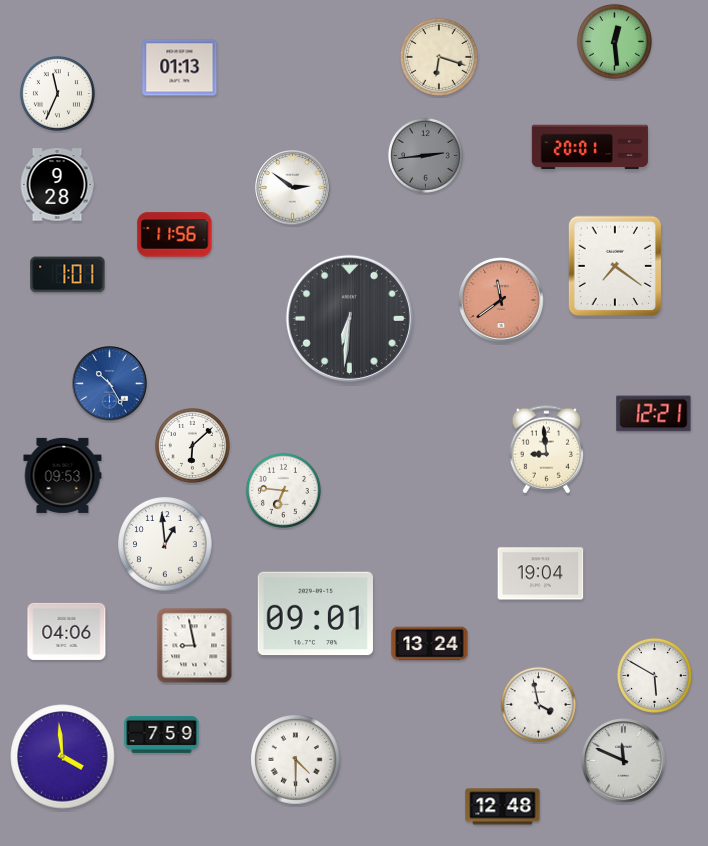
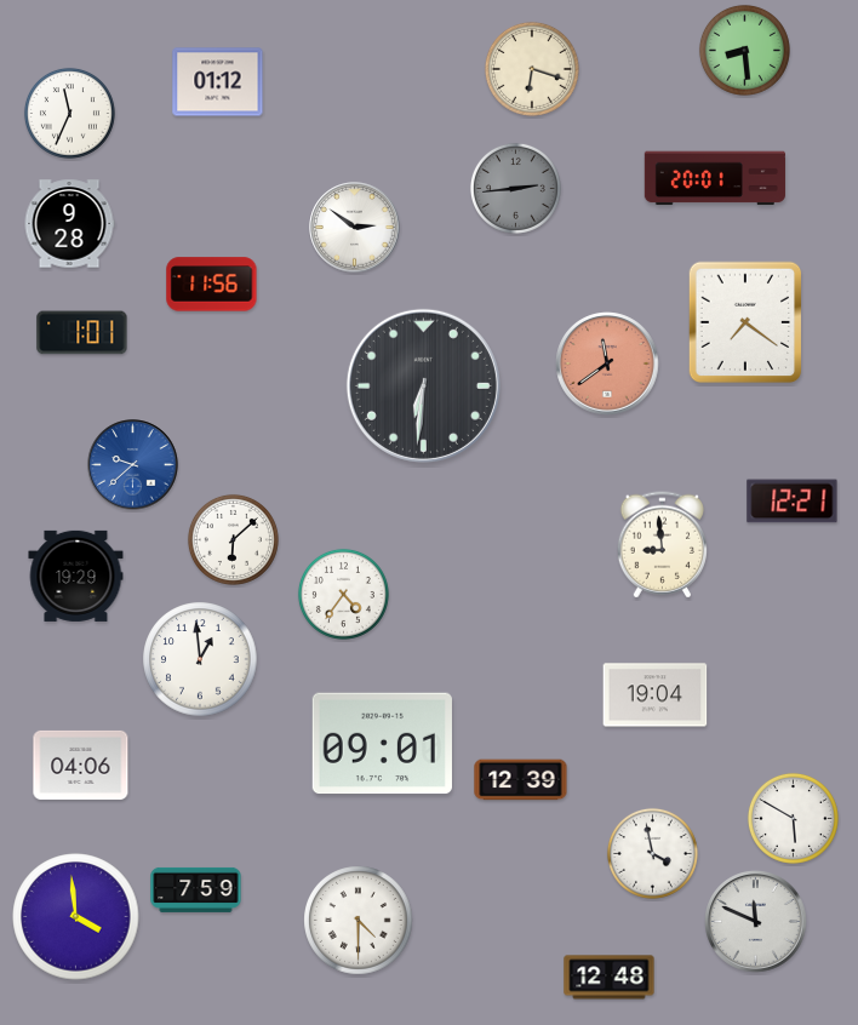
clock at (614, 41): 12:29 -> 8:29
clock at (180, 68): 01:13 -> 01:12
clock at (110, 384): 10:25 -> 9:38
clock at (63, 475): 09:53 -> 19:29
clock at (283, 490): 6:46 -> 4:36
clock at (430, 644): 13:24 -> 12:39
clock at (195, 646): 8:58 -> none
